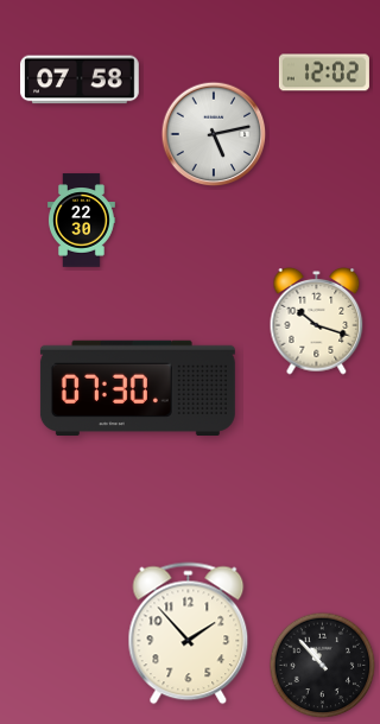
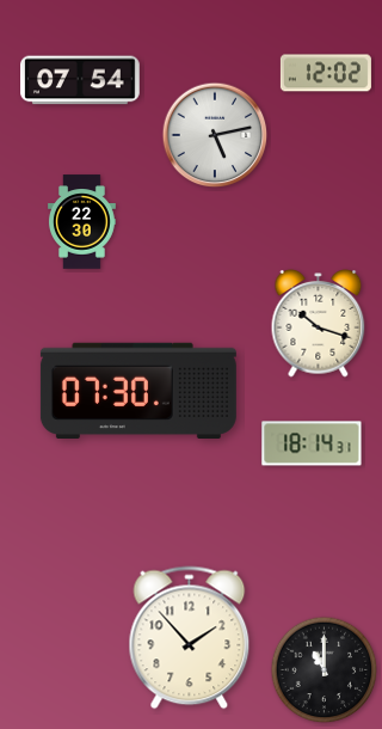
clock at (81, 80): 07:58 -> 07:54
clock at (312, 443): none -> 18:14
clock at (323, 666): 10:53 -> 11:00
